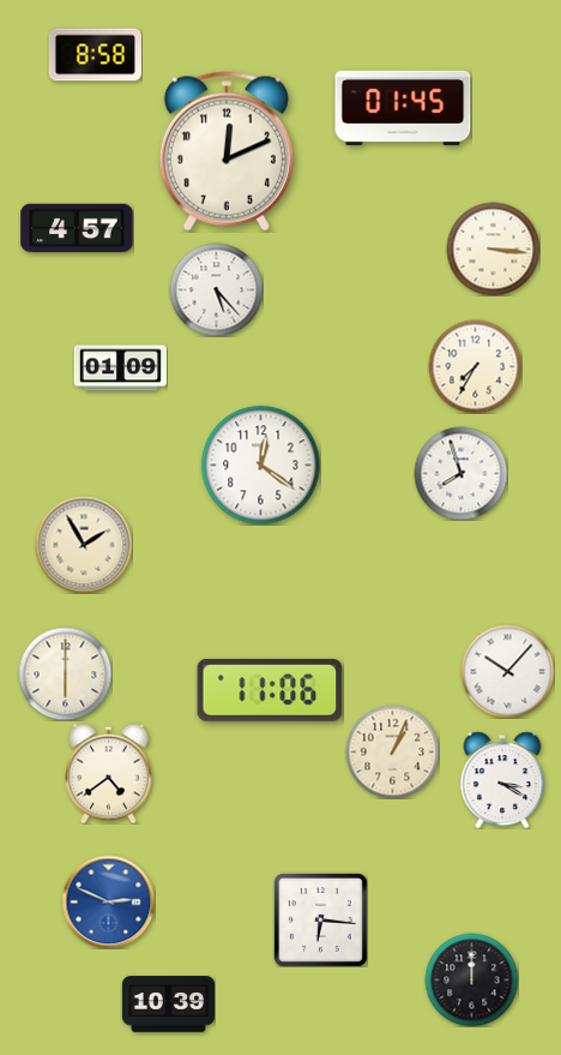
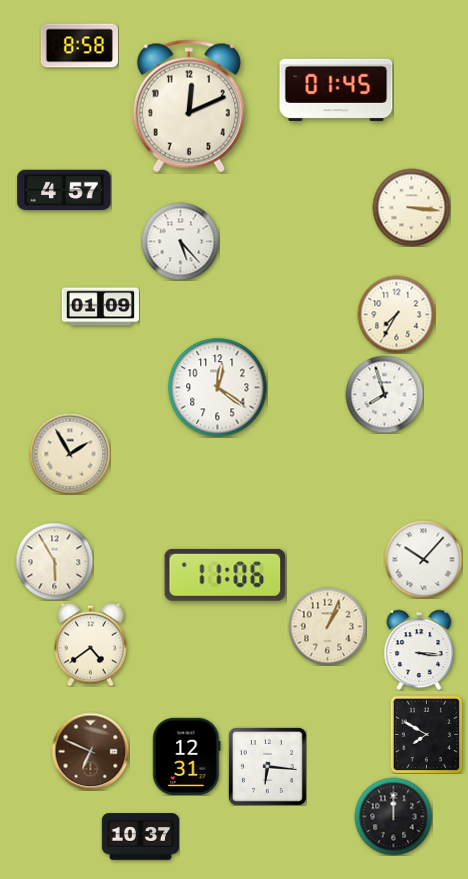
clock at (227, 151) position: (227, 151) -> (189, 106)
clock at (475, 366) position: (475, 366) -> (396, 314)
clock at (65, 673): 6:00 -> 5:55
clock at (502, 780): 3:20 -> 3:16
clock at (427, 734): none -> 7:50
clock at (108, 901): 2:49 -> 6:49
clock at (108, 901) dial: blue -> brown
clock at (187, 756): none -> 12:31
clock at (168, 1005): 10:39 -> 10:37
